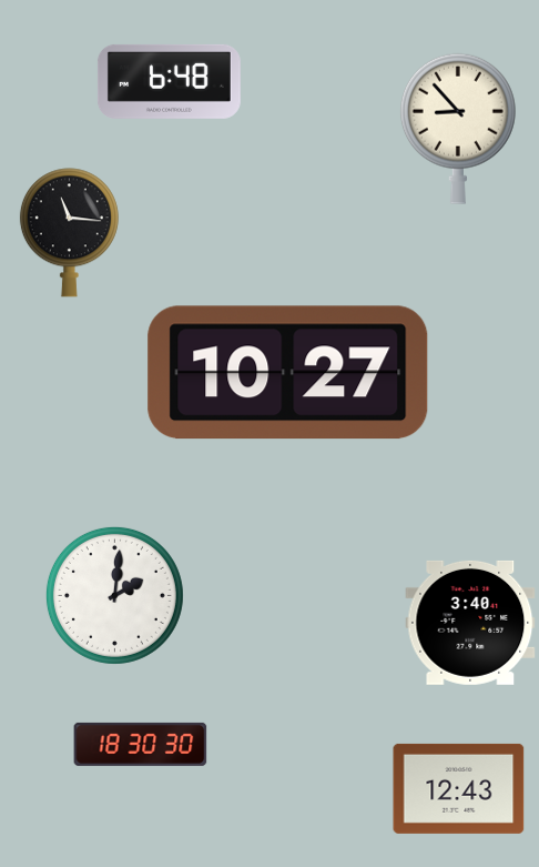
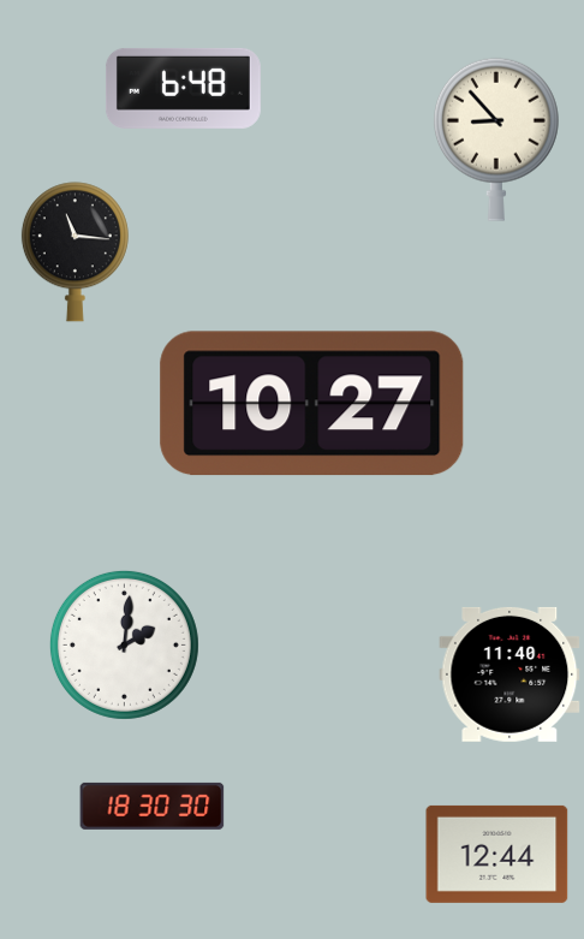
clock at (470, 623): 3:40 -> 11:40
clock at (459, 788): 12:43 -> 12:44
